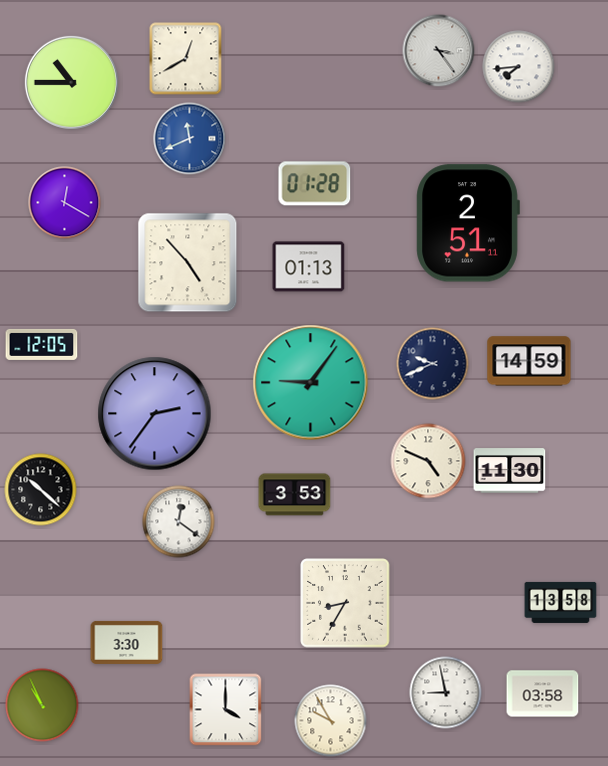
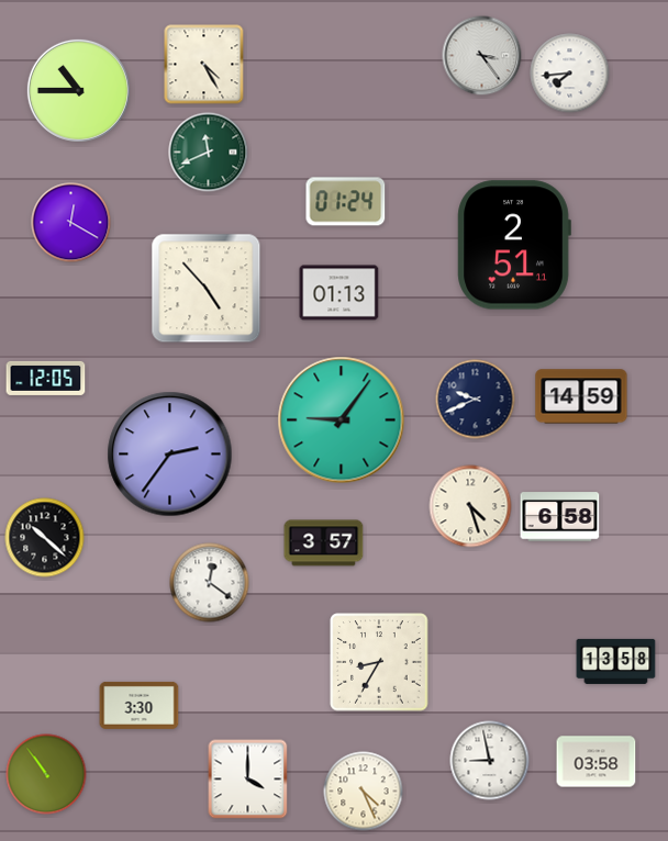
clock at (186, 59): 12:40 -> 4:25
clock at (190, 139) dial: blue -> green
clock at (315, 184): 01:28 -> 01:24
clock at (428, 461): 4:49 -> 4:27
clock at (510, 471): 11:30 -> 6:58
clock at (295, 495): 3:53 -> 3:57
clock at (179, 522) position: (179, 522) -> (210, 583)
clock at (42, 705): 10:56 -> 10:54
clock at (331, 721): 9:55 -> 4:26
